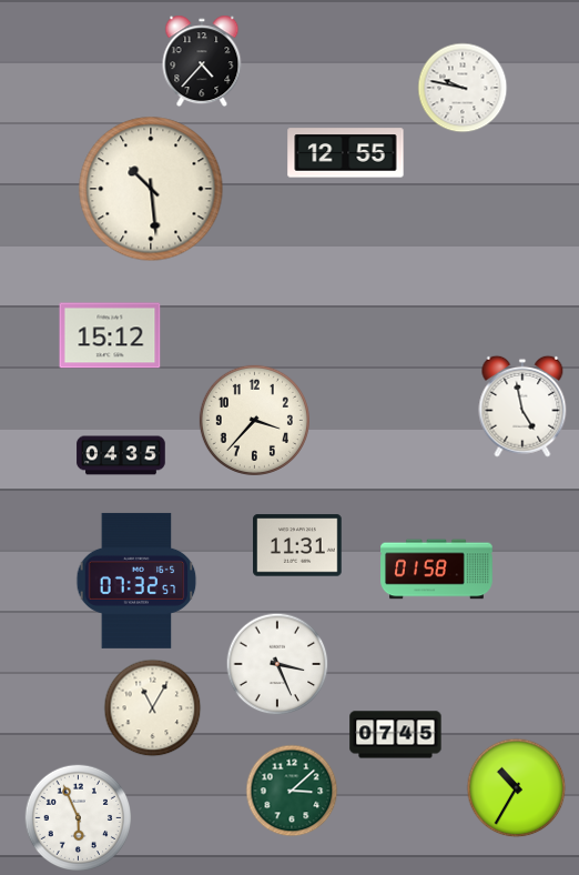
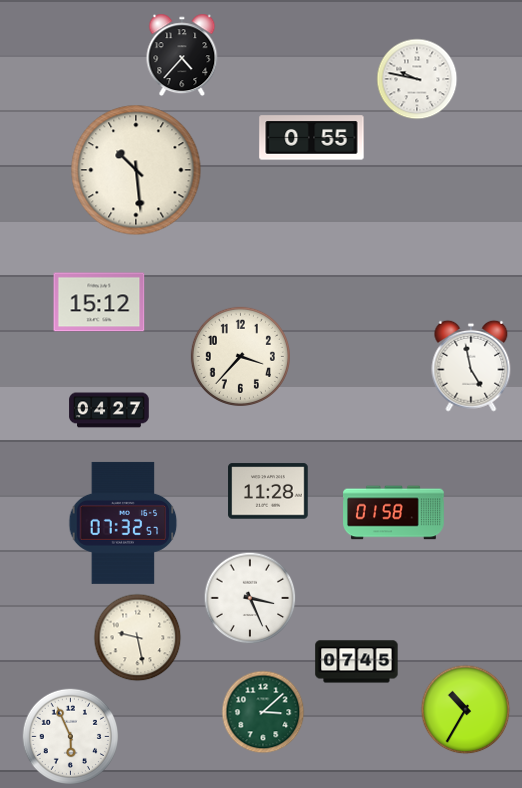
clock at (346, 153): 12:55 -> 0:55
clock at (254, 420) position: (254, 420) -> (240, 356)
clock at (121, 455): 04:35 -> 04:27
clock at (297, 545): 11:31 -> 11:28
clock at (153, 708): 11:05 -> 9:28
